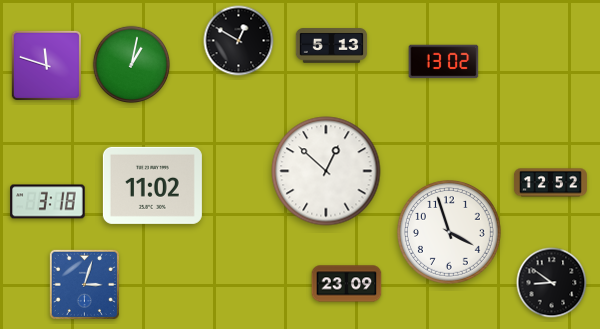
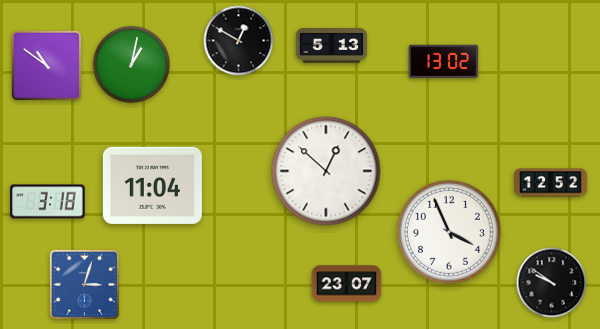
clock at (46, 65): 11:48 -> 10:51
clock at (152, 185): 11:02 -> 11:04
clock at (450, 233): 3:57 -> 3:56
clock at (552, 283): 8:51 -> 9:51
clock at (347, 284): 23:09 -> 23:07
